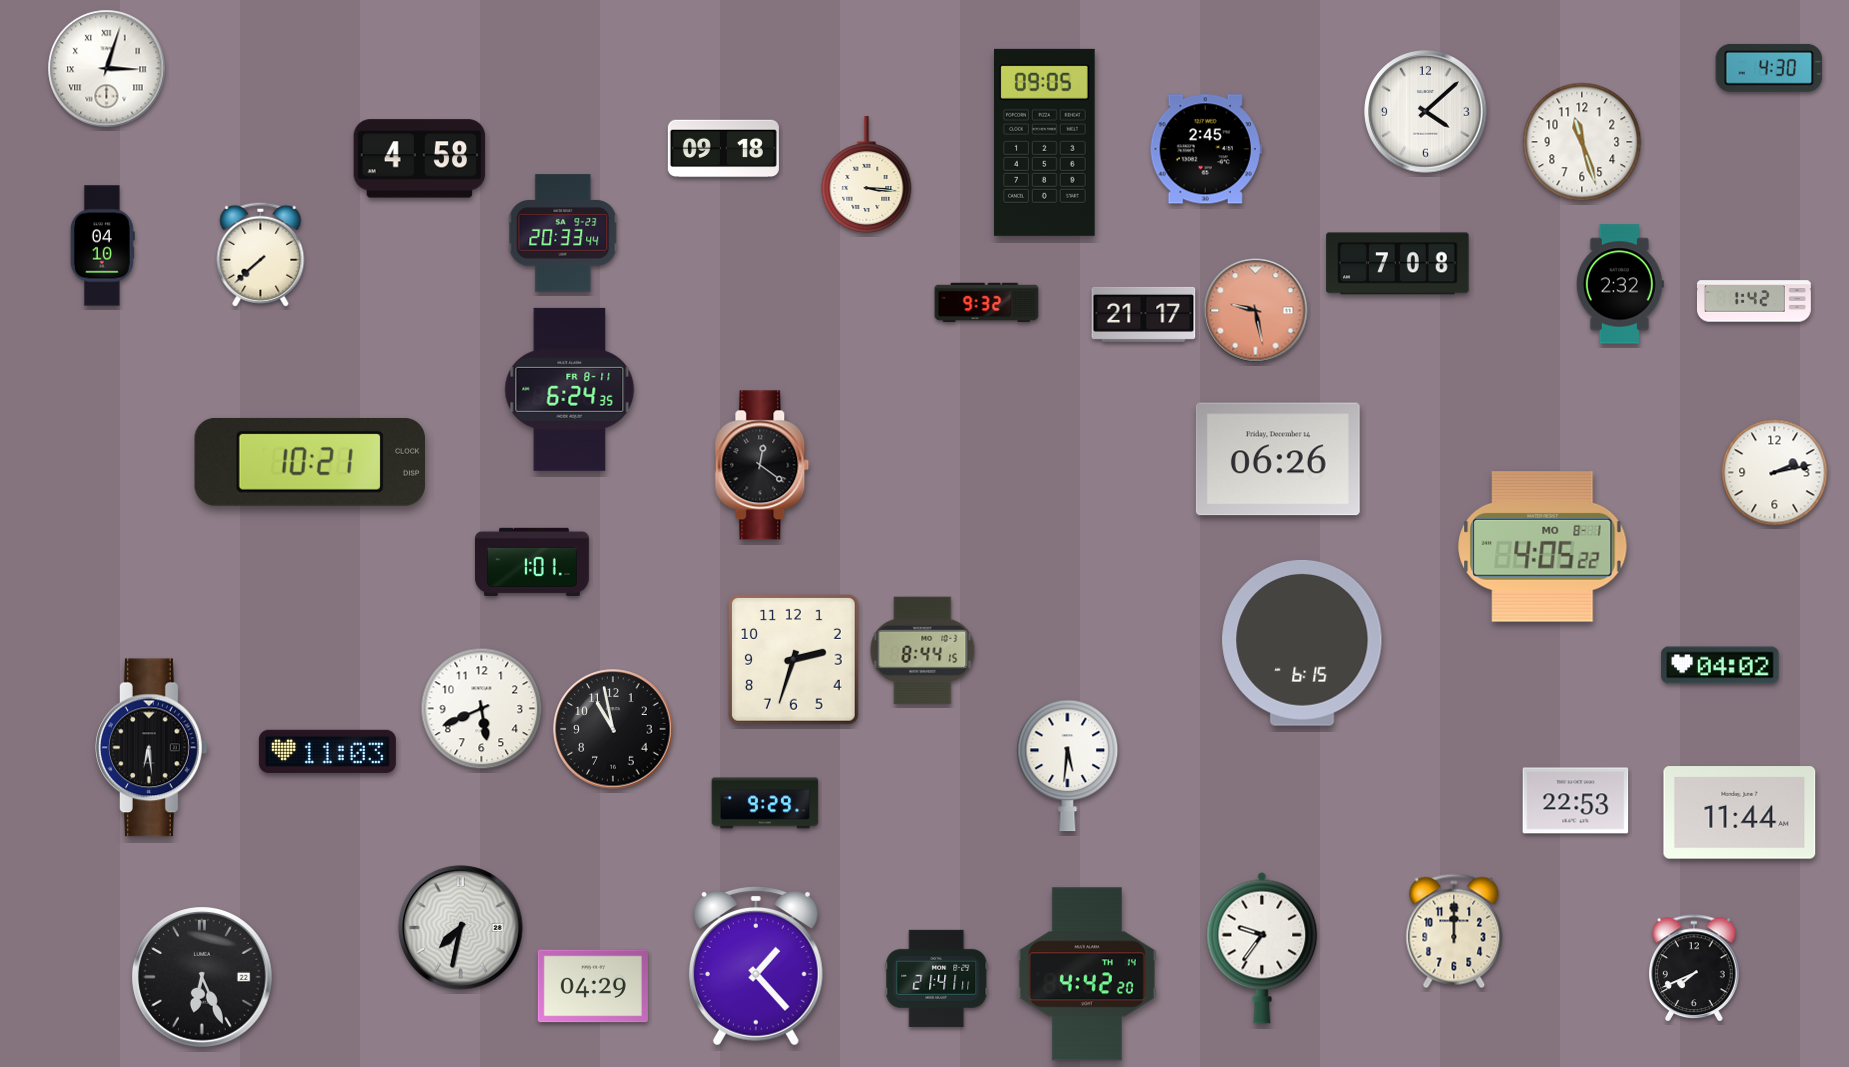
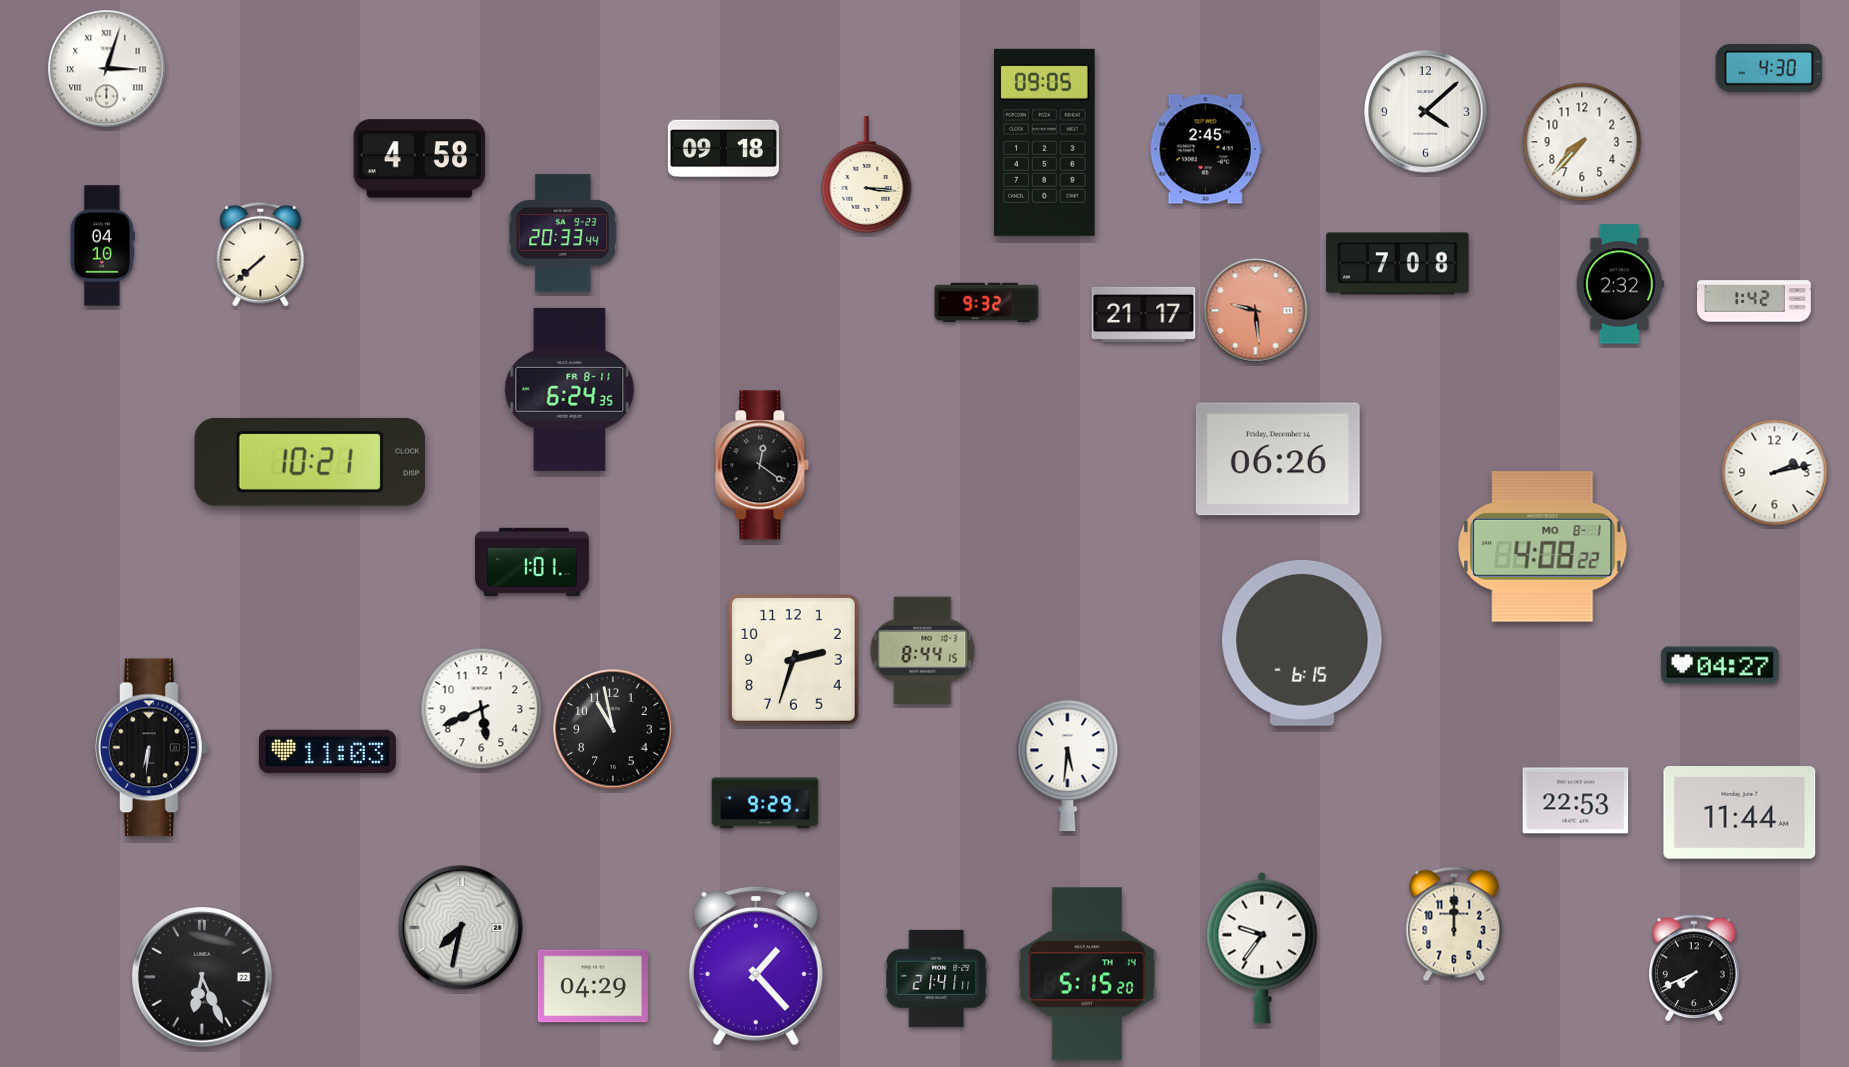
clock at (1582, 142): 11:27 -> 7:37
clock at (1256, 311): 9:28 -> 9:29
clock at (1543, 547): 4:05 -> 4:08
clock at (1720, 665): 04:02 -> 04:27
clock at (152, 748): 6:29 -> 6:31
clock at (1454, 931) position: (1454, 931) -> (1454, 924)
clock at (1087, 974): 4:42 -> 5:15
